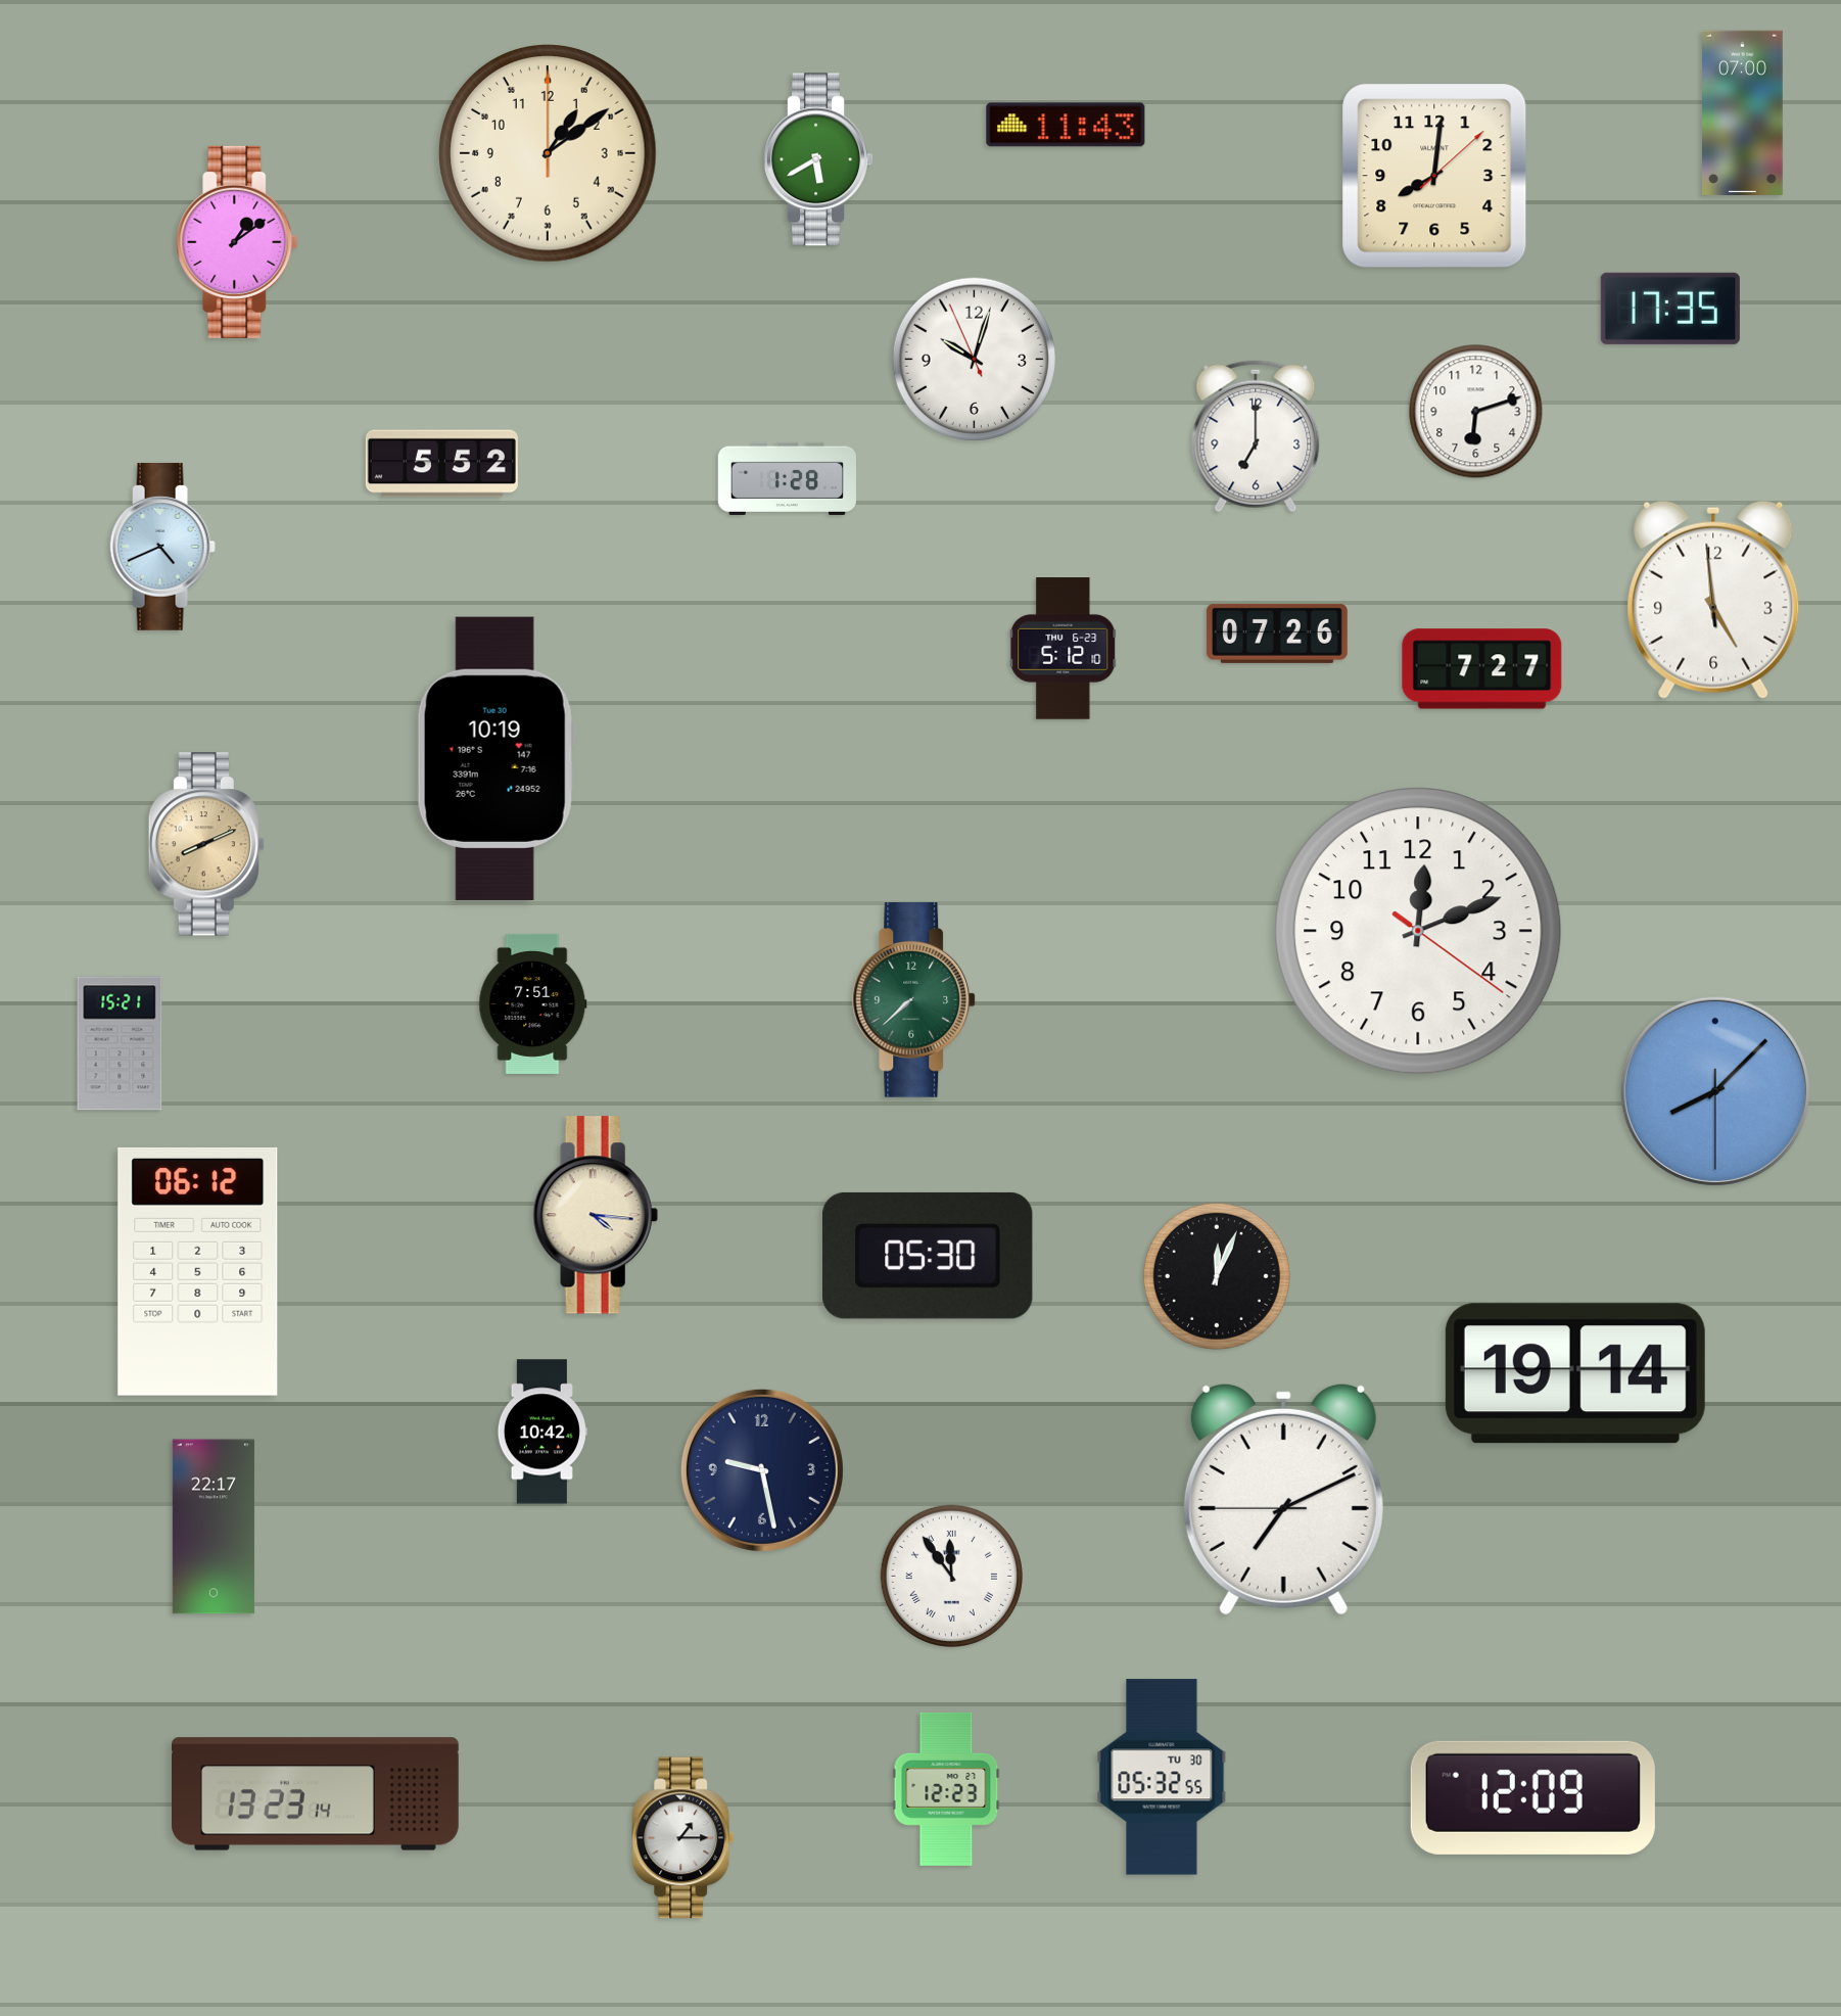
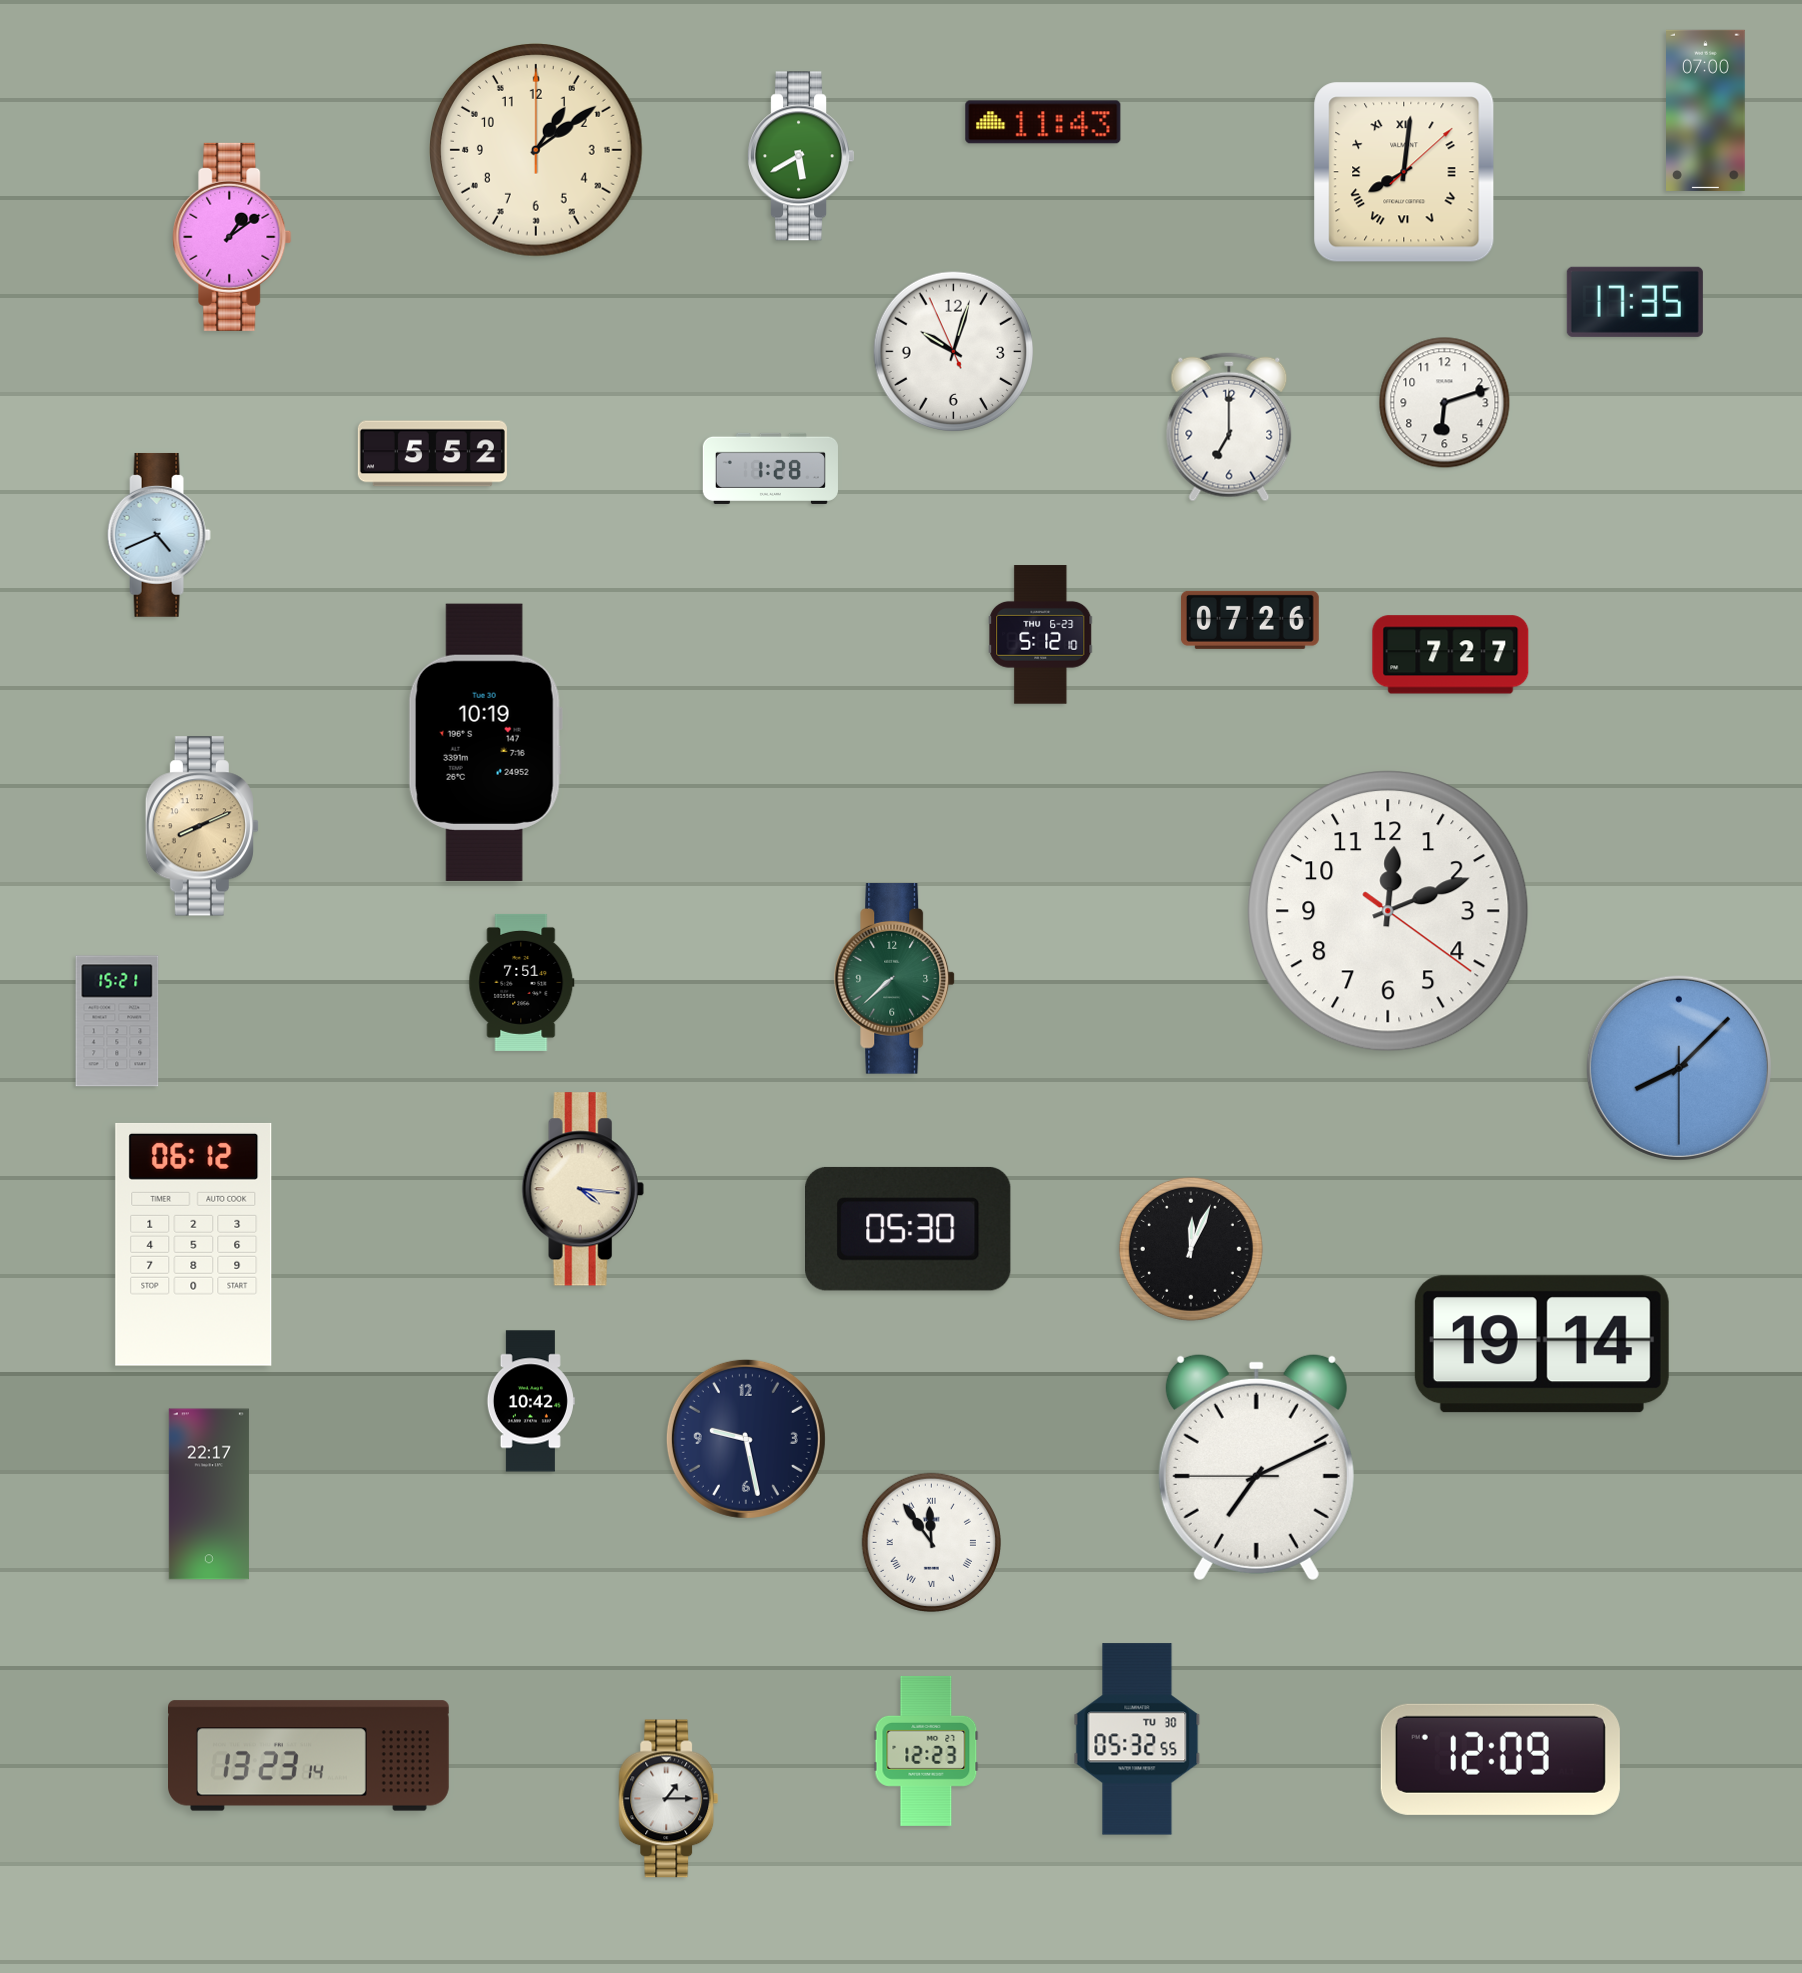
clock at (1434, 176) numerals: Arabic -> Roman
clock at (1713, 600): 4:58 -> none
